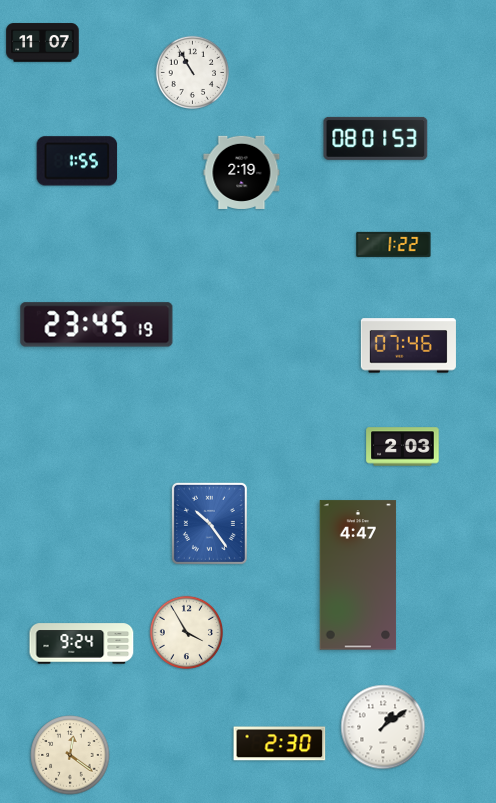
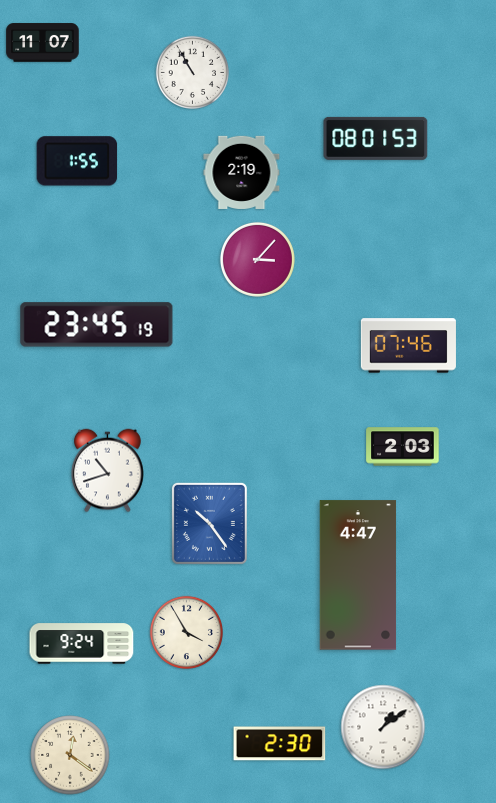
clock at (394, 244): 1:22 -> none
clock at (257, 259): none -> 3:07
clock at (108, 471): none -> 10:42
